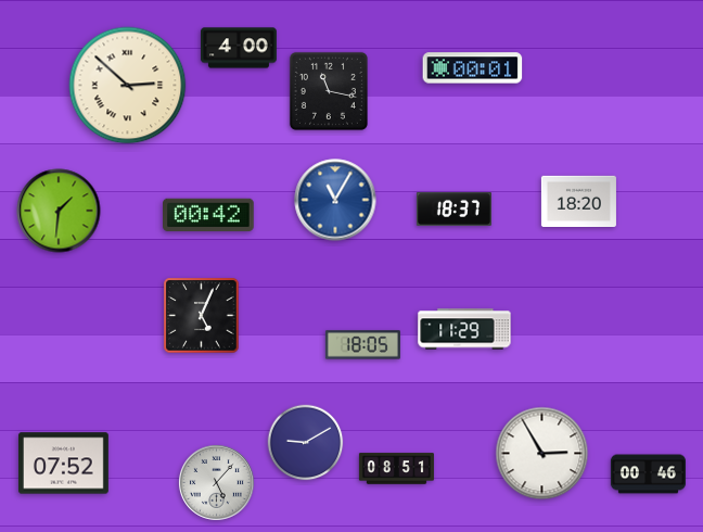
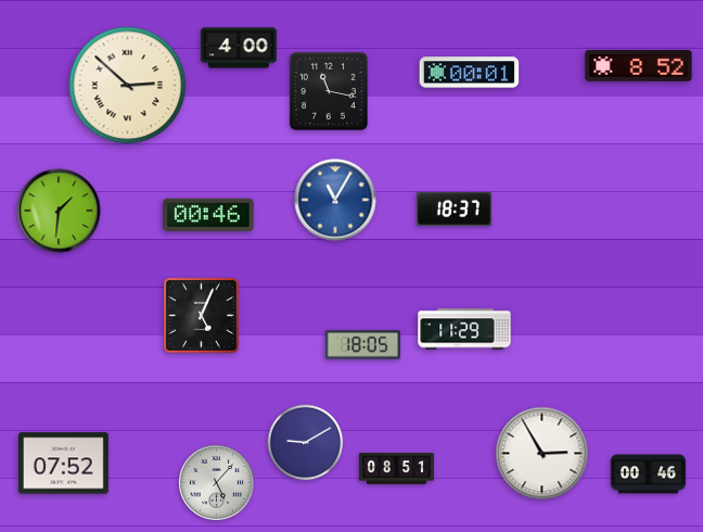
clock at (639, 66): none -> 8:52
clock at (473, 68) position: (473, 68) -> (470, 73)
clock at (578, 201): 18:20 -> none
clock at (208, 215): 00:42 -> 00:46
